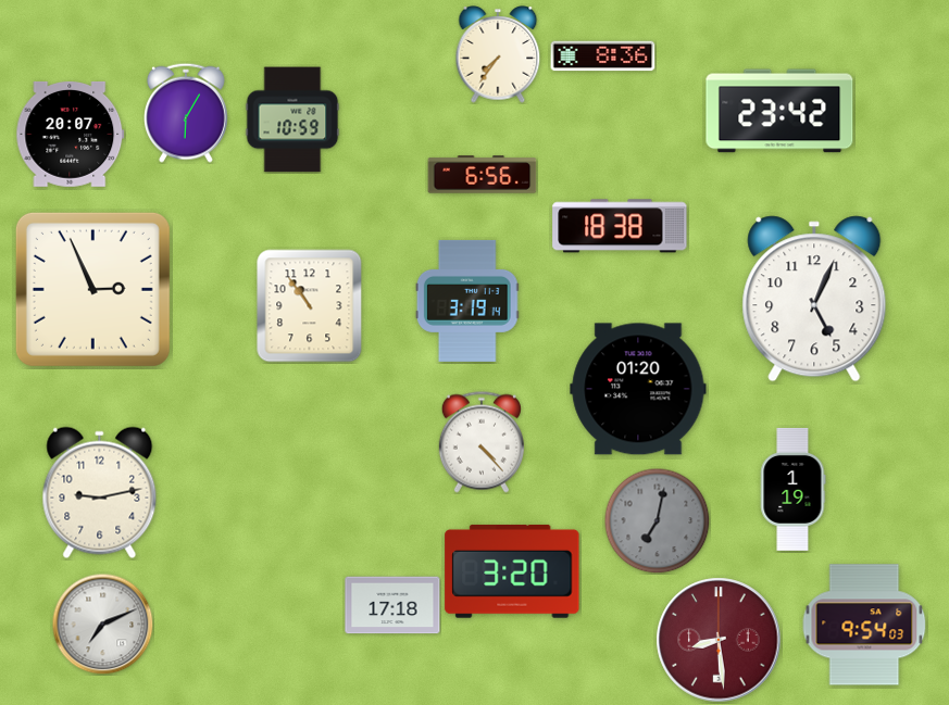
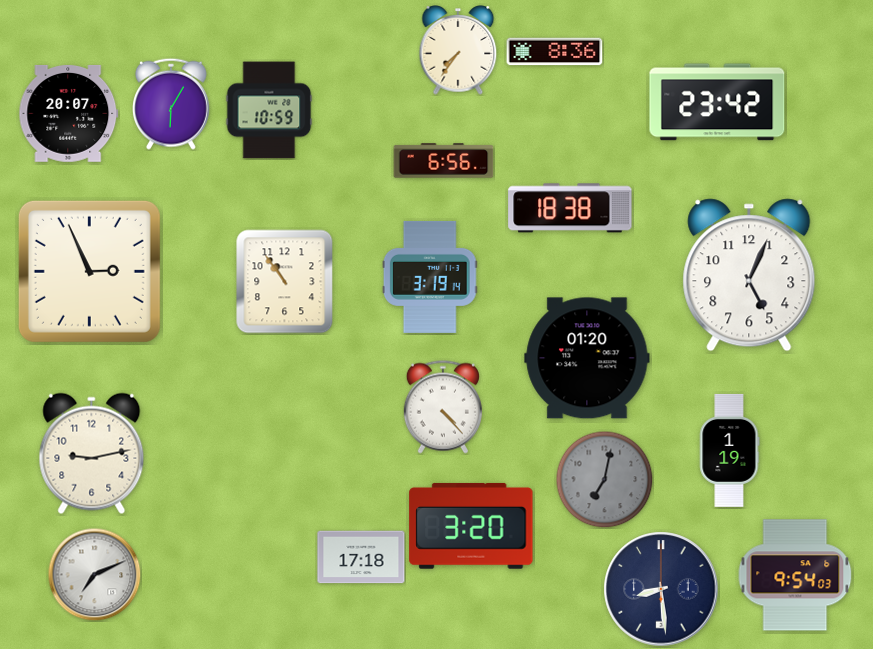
clock at (71, 134) position: (71, 134) -> (69, 113)
clock at (92, 289) position: (92, 289) -> (89, 271)
clock at (719, 640) dial: burgundy -> navy
